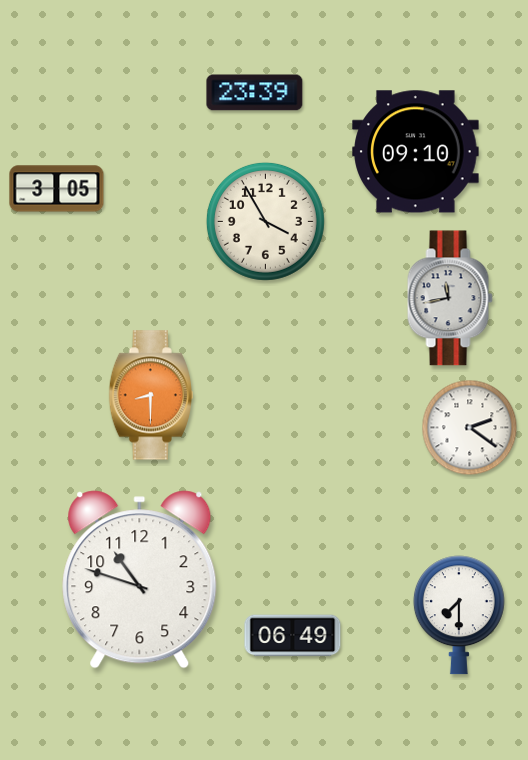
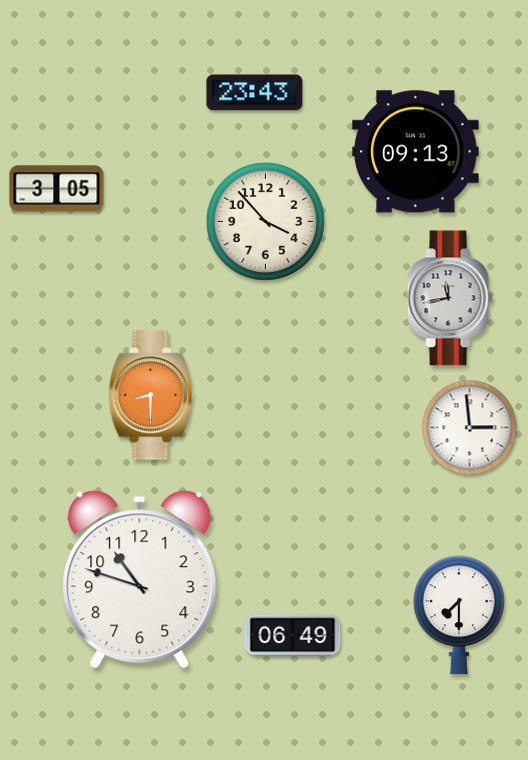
clock at (255, 93): 23:39 -> 23:43
clock at (416, 152): 09:10 -> 09:13
clock at (265, 221): 3:55 -> 3:53
clock at (470, 428): 2:21 -> 2:59
